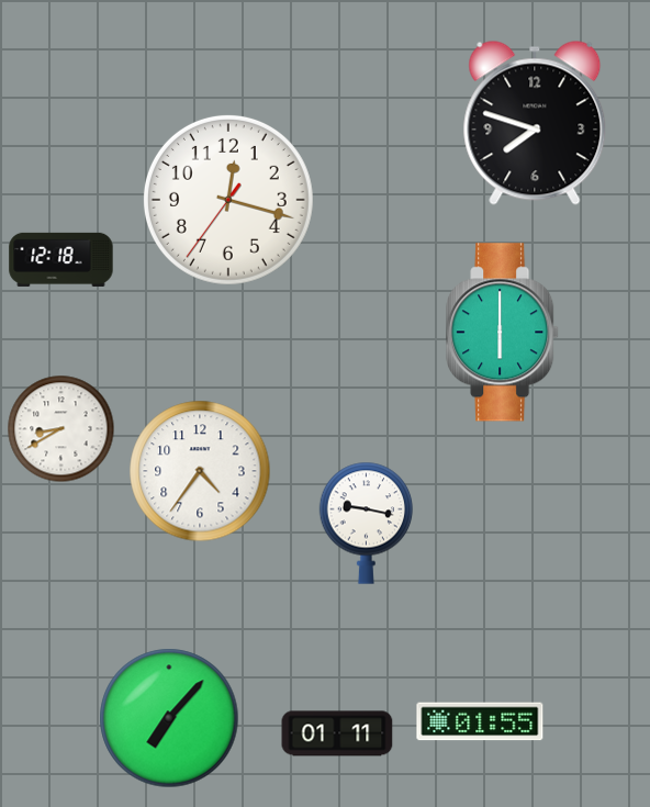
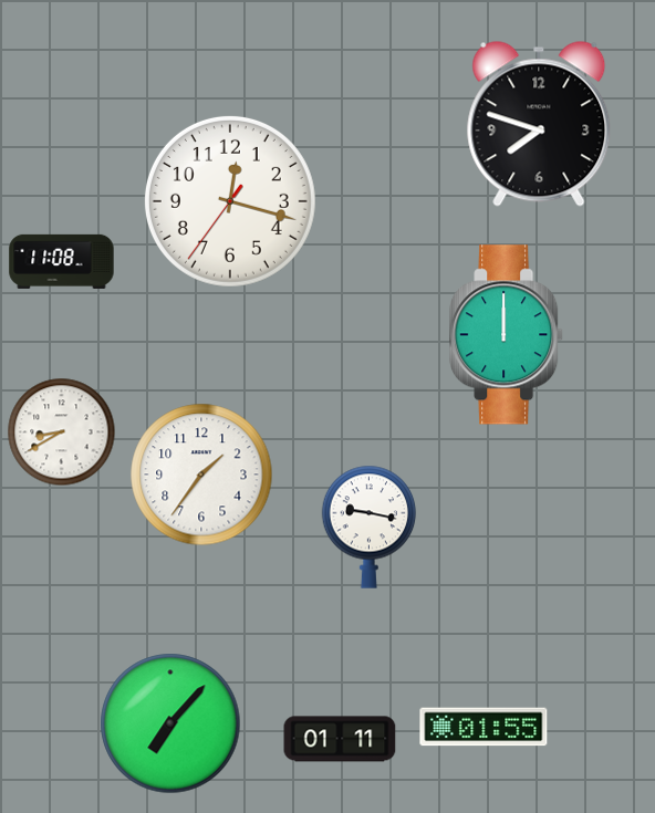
clock at (61, 259): 12:18 -> 11:08
clock at (503, 333): 6:00 -> 12:00
clock at (200, 471): 4:36 -> 1:36
